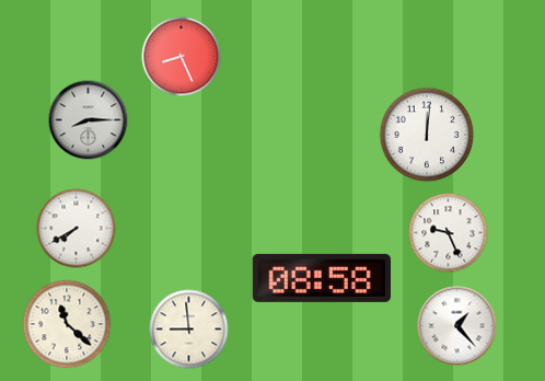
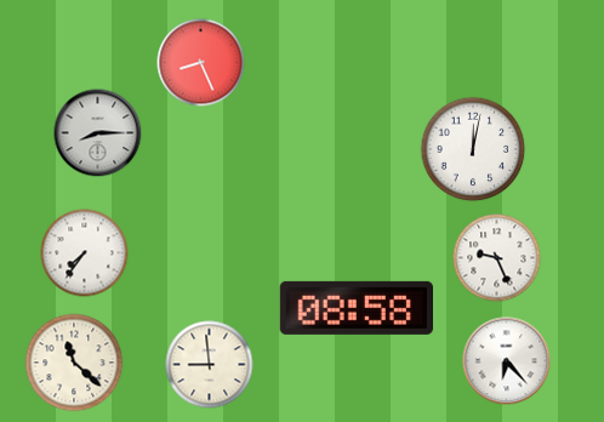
clock at (427, 135): 12:01 -> 12:02
clock at (77, 229): 7:40 -> 7:36
clock at (67, 324) position: (67, 324) -> (74, 363)
clock at (457, 326): 1:23 -> 6:23
